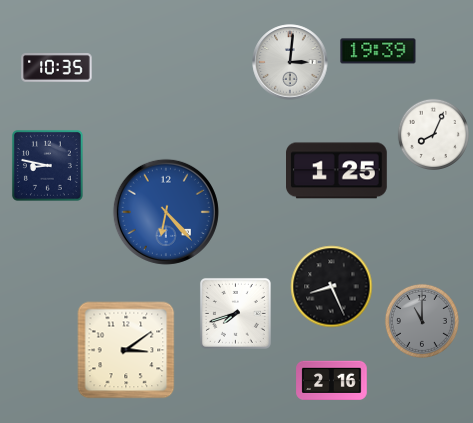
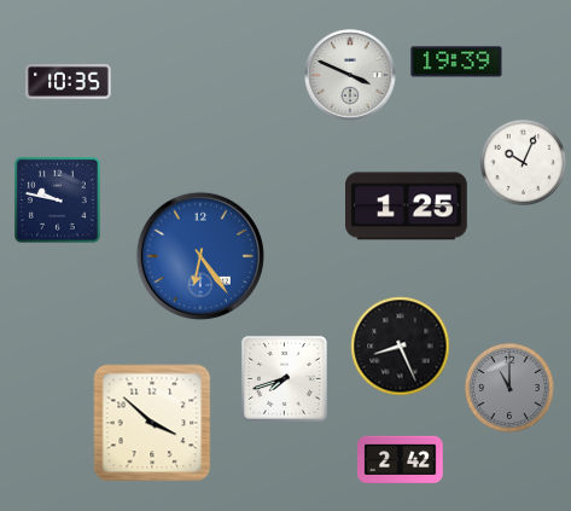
clock at (290, 62): 3:01 -> 3:49
clock at (433, 134): 8:04 -> 10:04
clock at (48, 166): 8:47 -> 9:47
clock at (166, 212): 6:23 -> 6:24
clock at (126, 350): 3:09 -> 3:52
clock at (332, 381): 2:16 -> 2:42
